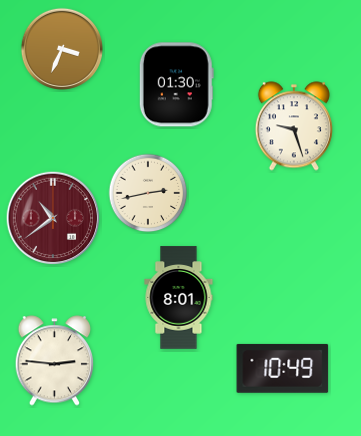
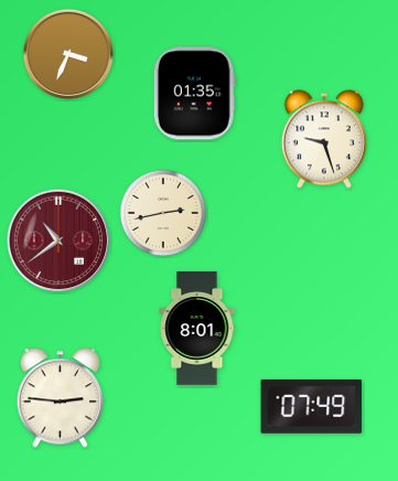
clock at (176, 85): 01:30 -> 01:35
clock at (283, 368): 10:49 -> 07:49
